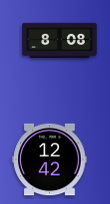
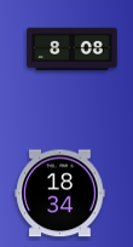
clock at (50, 160): 12:42 -> 18:34
